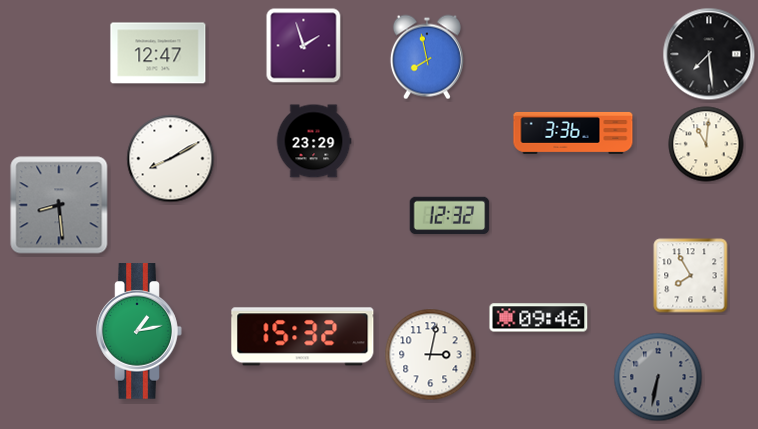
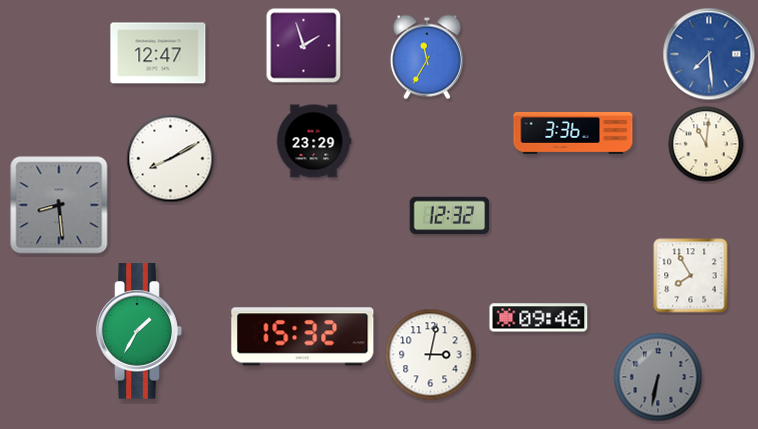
clock at (709, 54) dial: black -> blue
clock at (427, 57): 7:58 -> 11:35
clock at (139, 331): 1:13 -> 1:35
